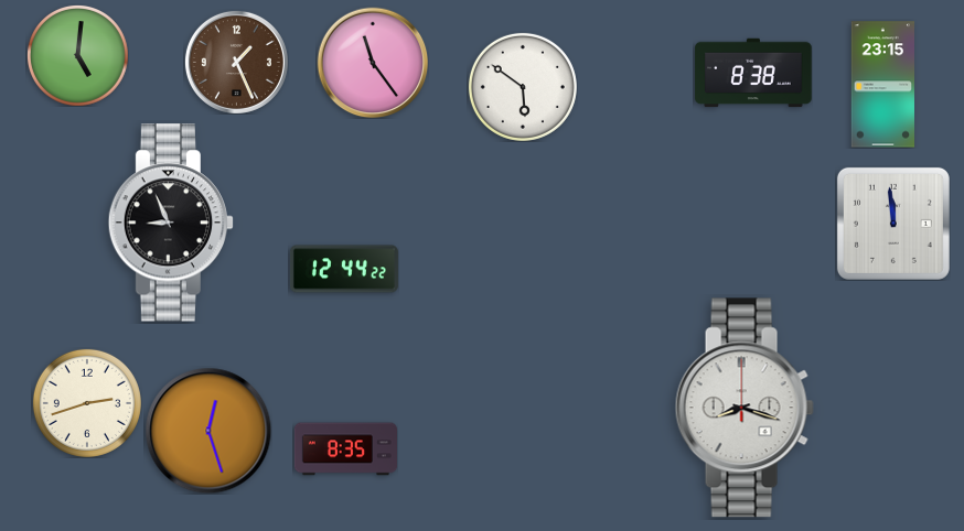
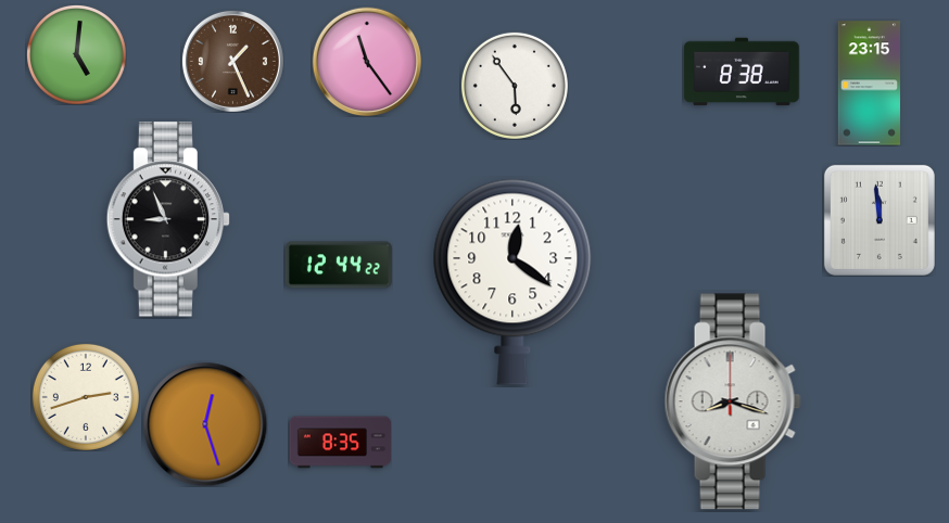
clock at (523, 87): 5:51 -> 5:54
clock at (513, 282): none -> 12:21
